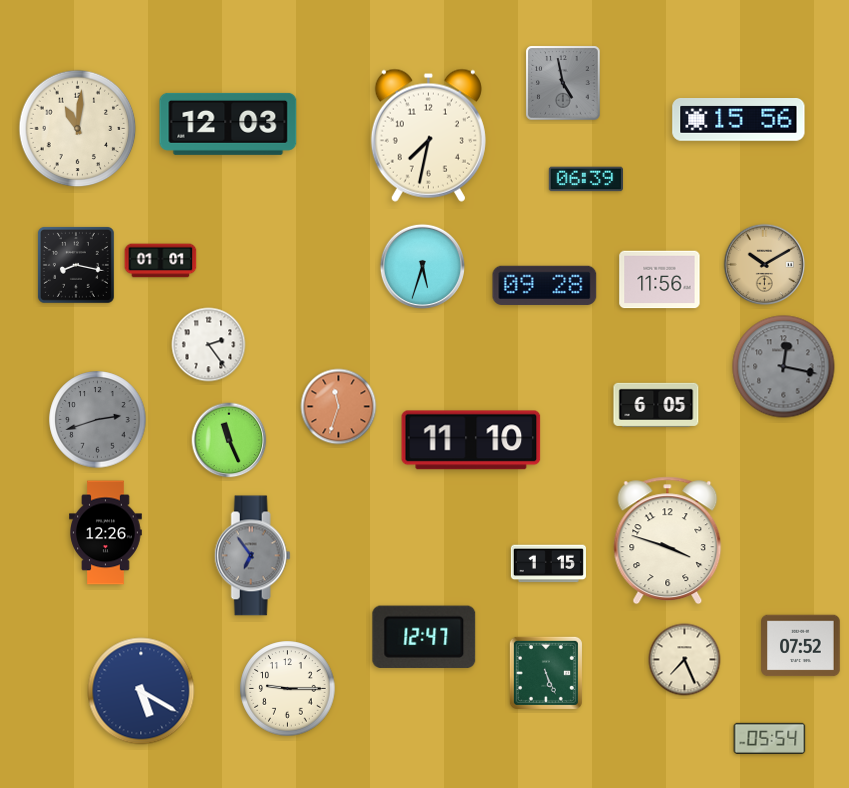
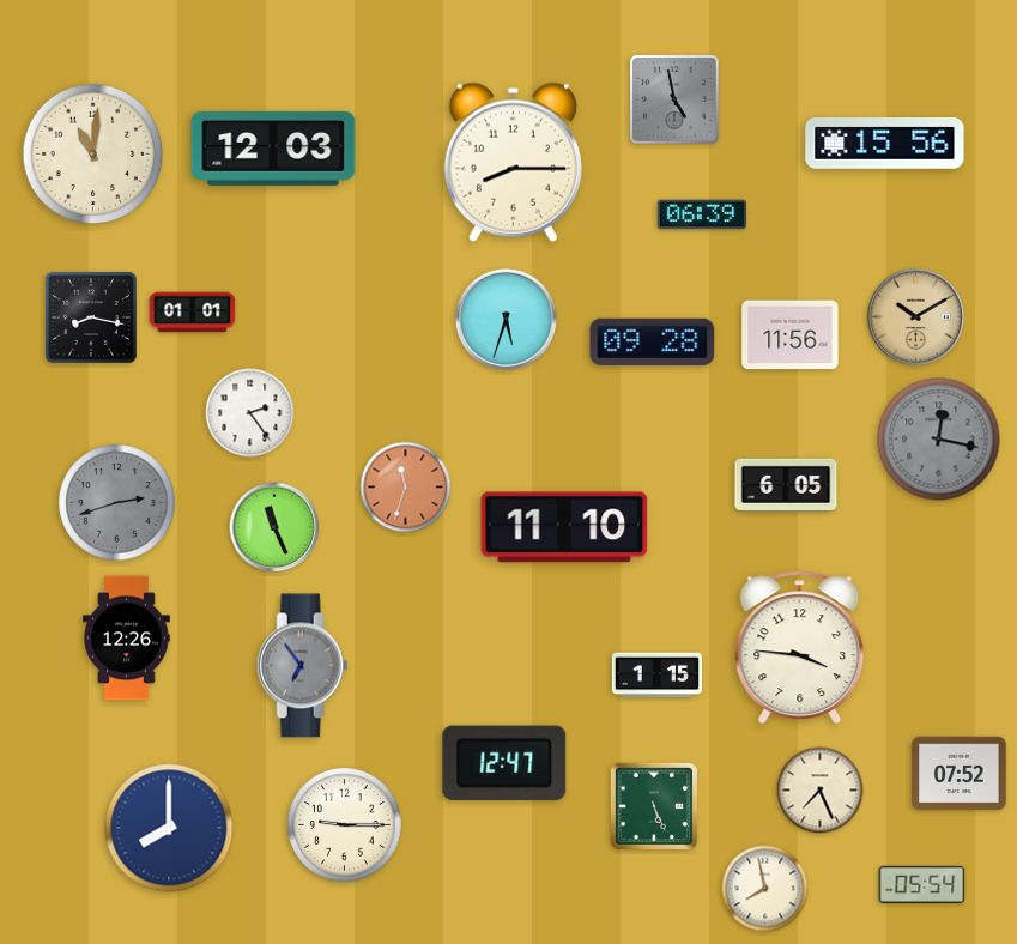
clock at (428, 135): 7:32 -> 8:15
clock at (668, 541): 3:48 -> 3:46
clock at (424, 637) position: (424, 637) -> (504, 763)
clock at (141, 691): 5:20 -> 8:00
clock at (765, 889): none -> 7:58
